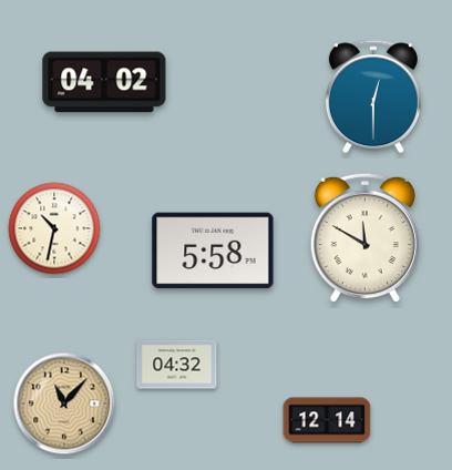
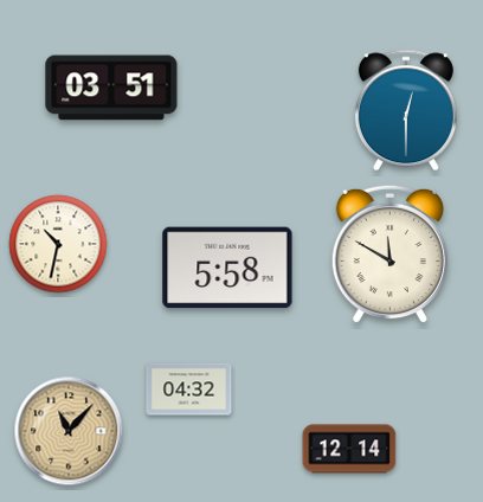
clock at (104, 82): 04:02 -> 03:51
clock at (373, 96) position: (373, 96) -> (406, 110)
